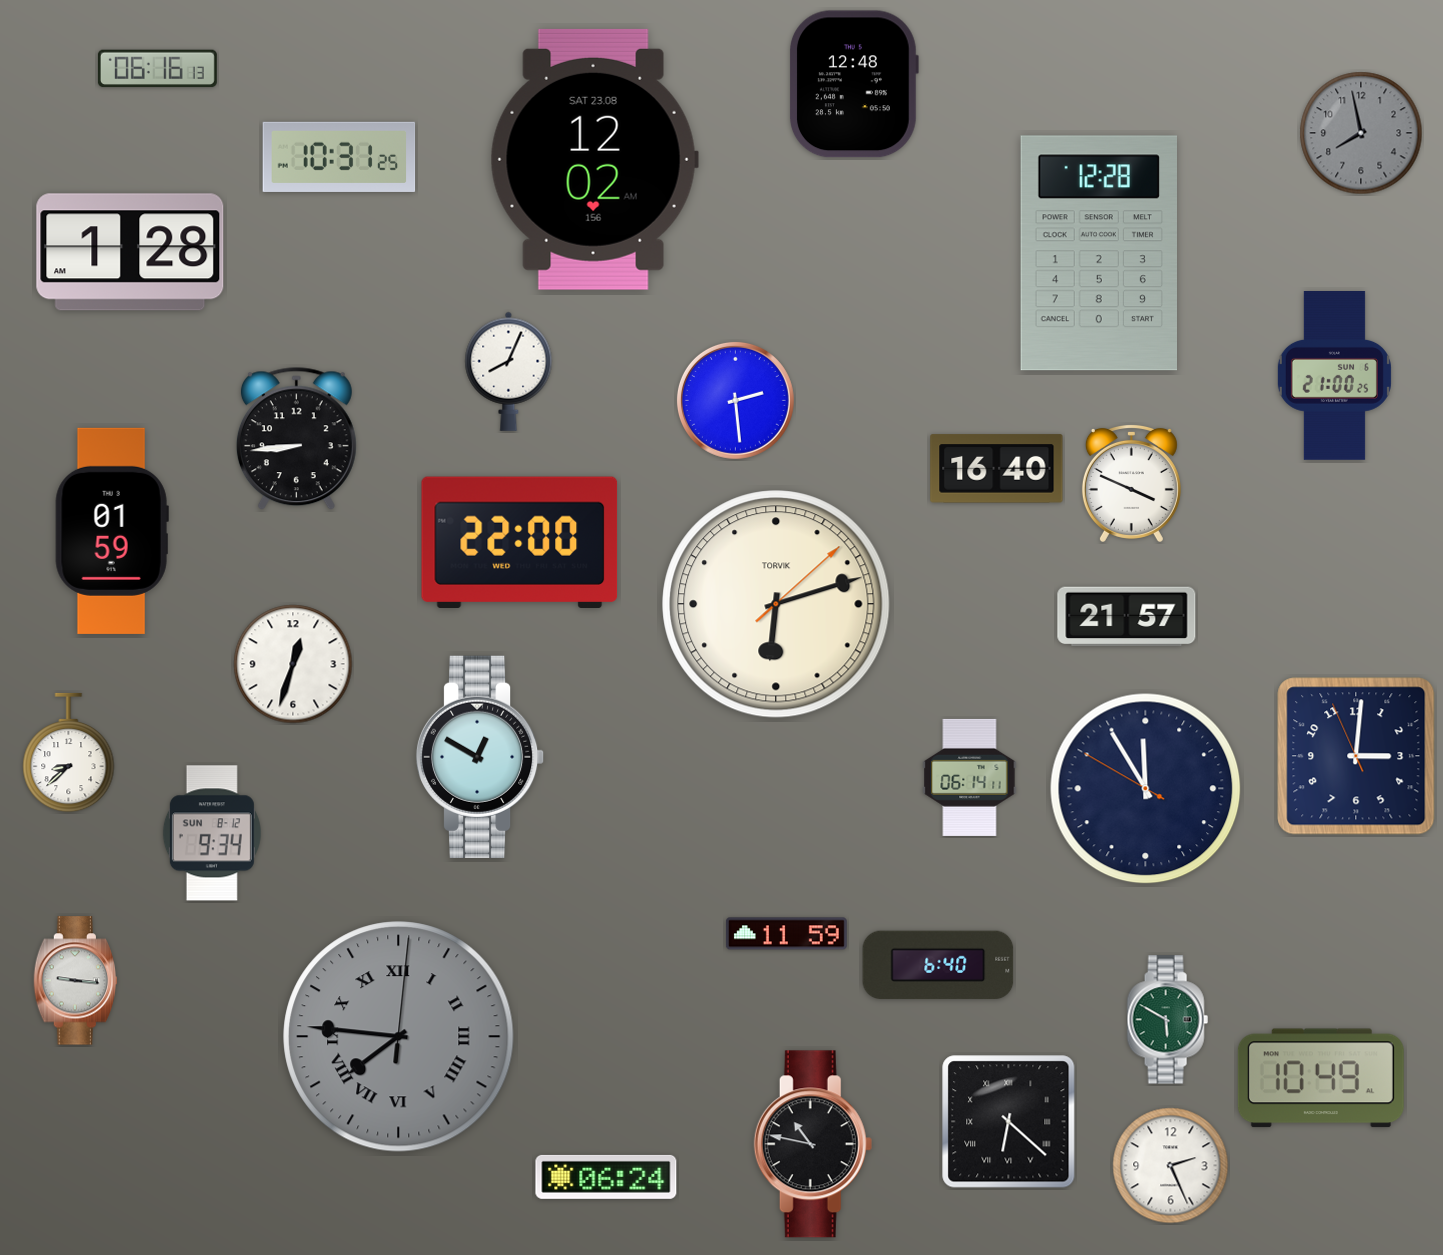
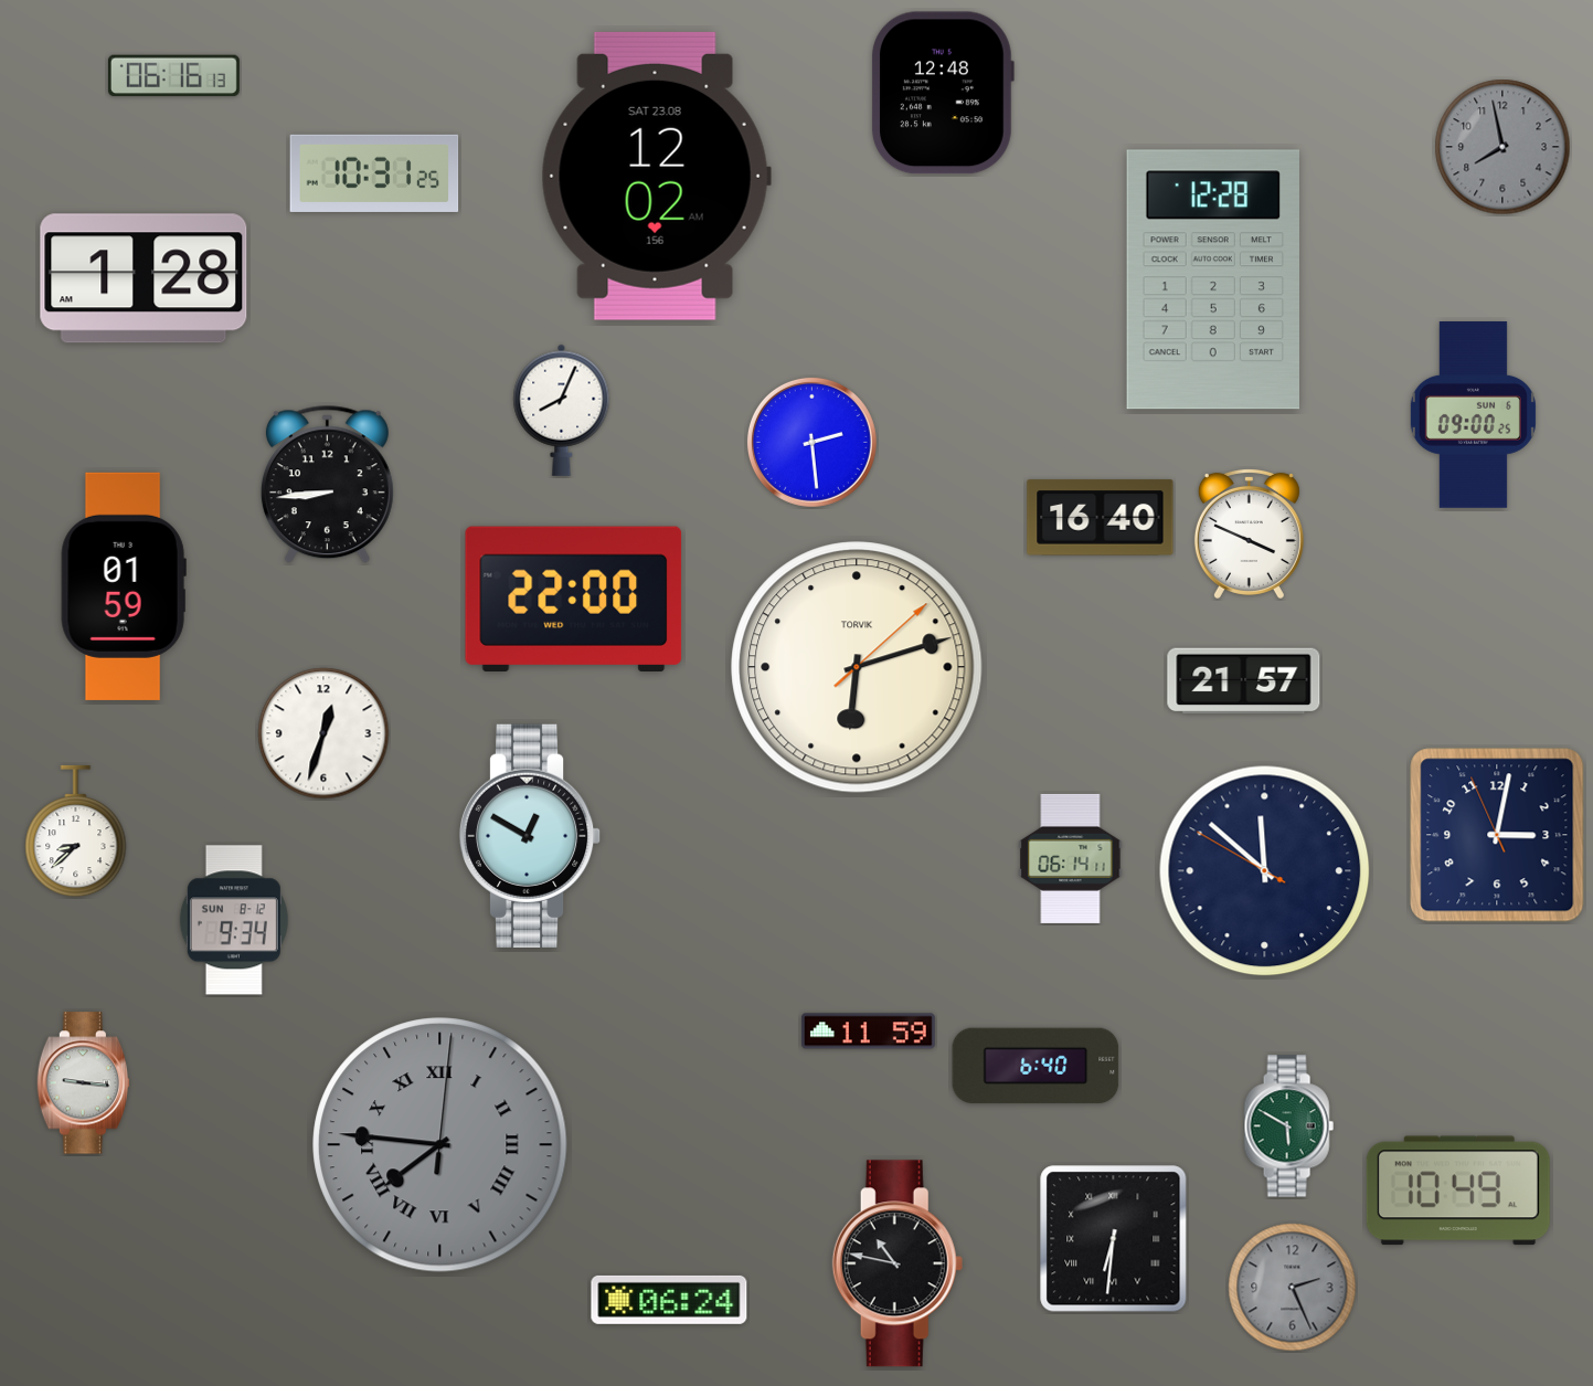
clock at (1334, 376): 21:00 -> 09:00
clock at (1356, 756): 3:00 -> 3:01
clock at (1146, 789): 11:54 -> 11:51
clock at (1009, 1122): 6:22 -> 6:31
clock at (1171, 1166) dial: white -> grey
